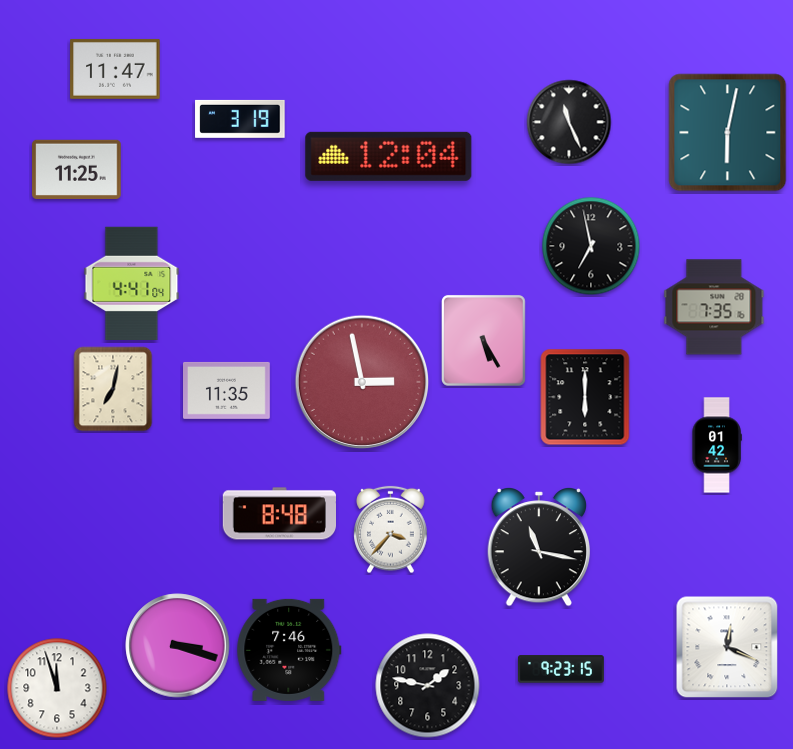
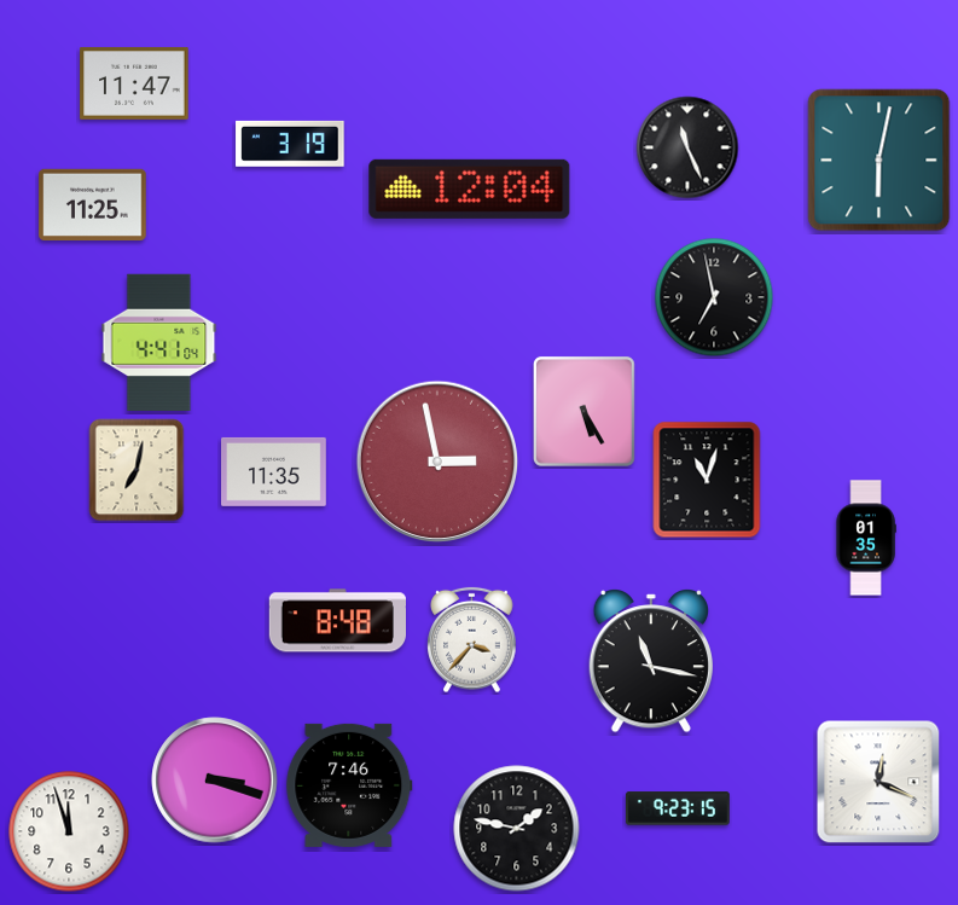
clock at (115, 69) position: (115, 69) -> (134, 83)
clock at (714, 307): 7:35 -> none
clock at (585, 397): 6:00 -> 11:03
clock at (717, 445): 01:42 -> 01:35
